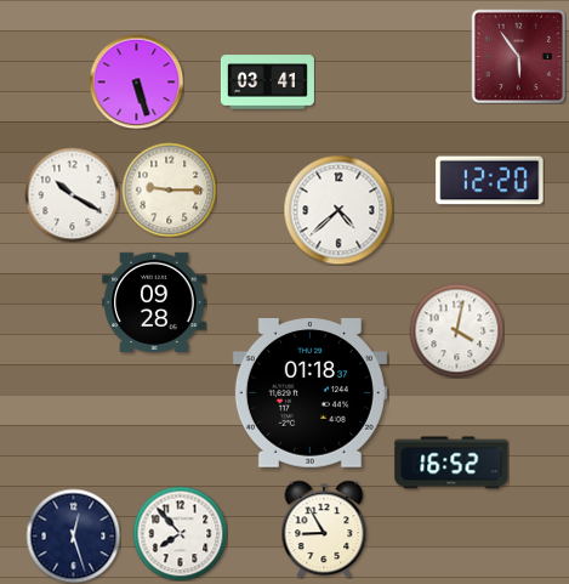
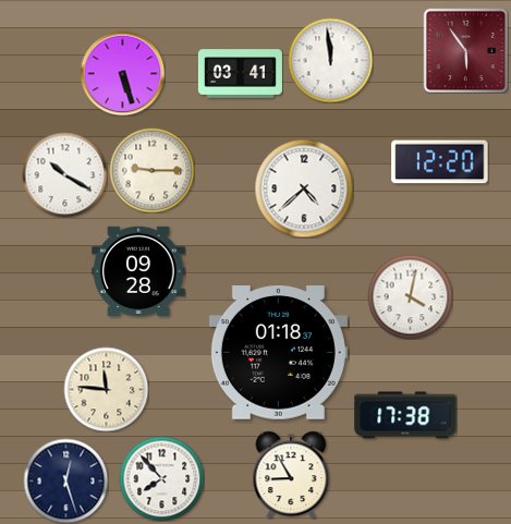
clock at (330, 60): none -> 11:59
clock at (106, 389): none -> 11:46
clock at (451, 463): 16:52 -> 17:38
